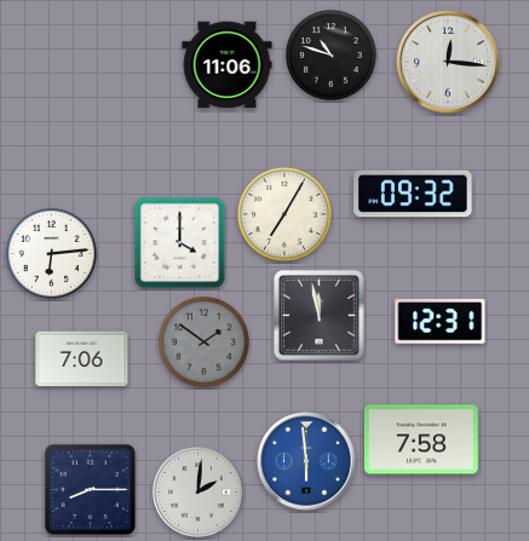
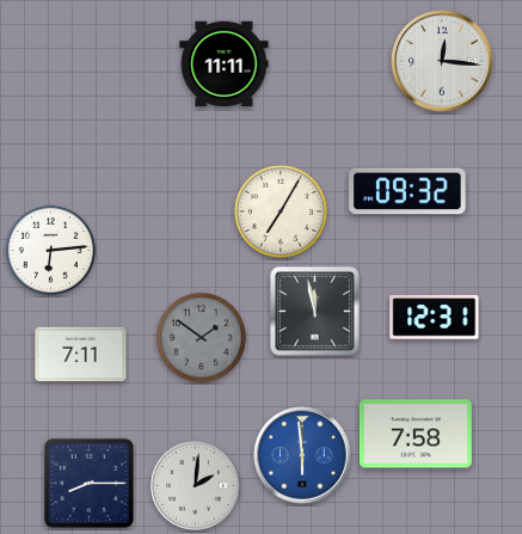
clock at (330, 54): 10:48 -> none
clock at (228, 65): 11:06 -> 11:11
clock at (180, 243): 4:00 -> none
clock at (82, 359): 7:06 -> 7:11
